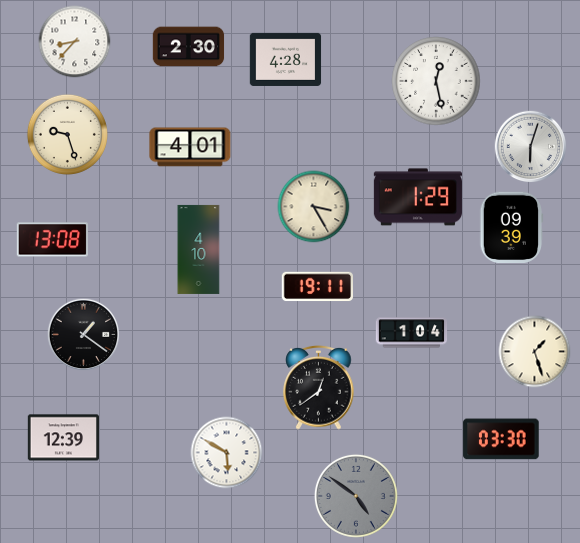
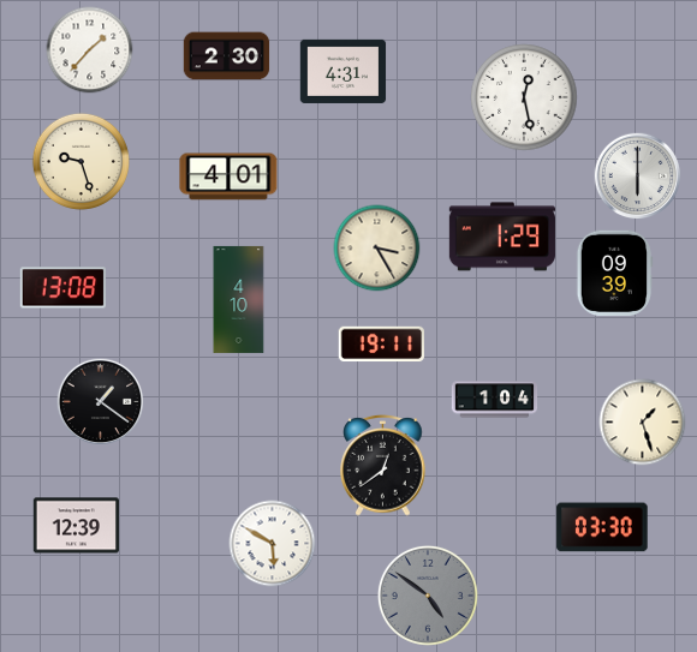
clock at (75, 42): 8:37 -> 1:37
clock at (286, 59): 4:28 -> 4:31
clock at (531, 147): 6:03 -> 6:00
